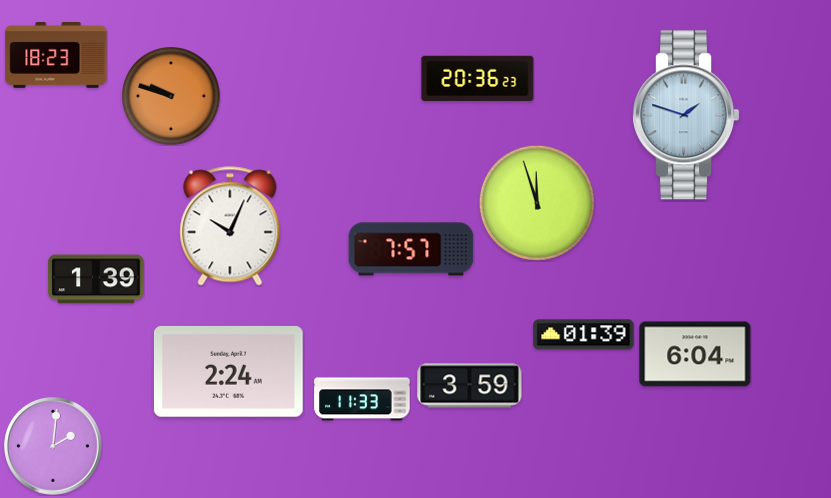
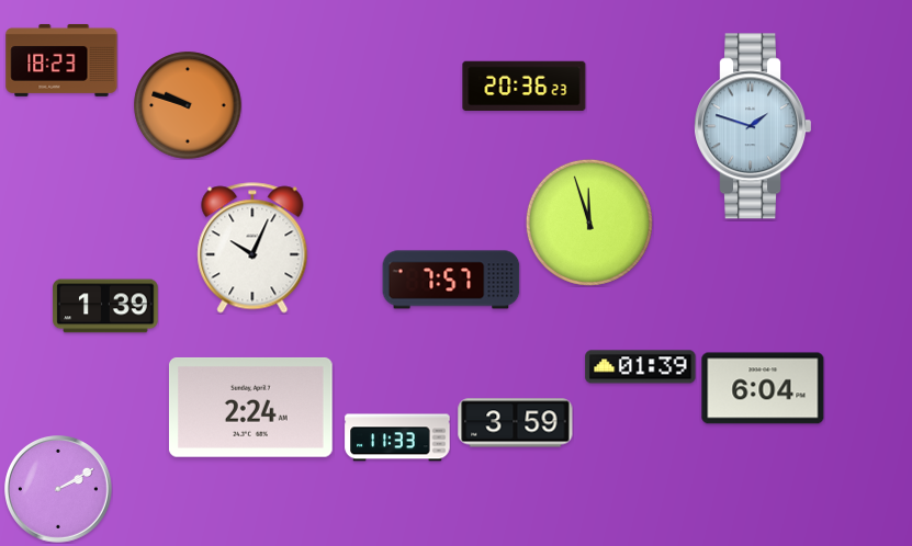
clock at (411, 249) position: (411, 249) -> (451, 280)
clock at (54, 447): 2:01 -> 2:10
